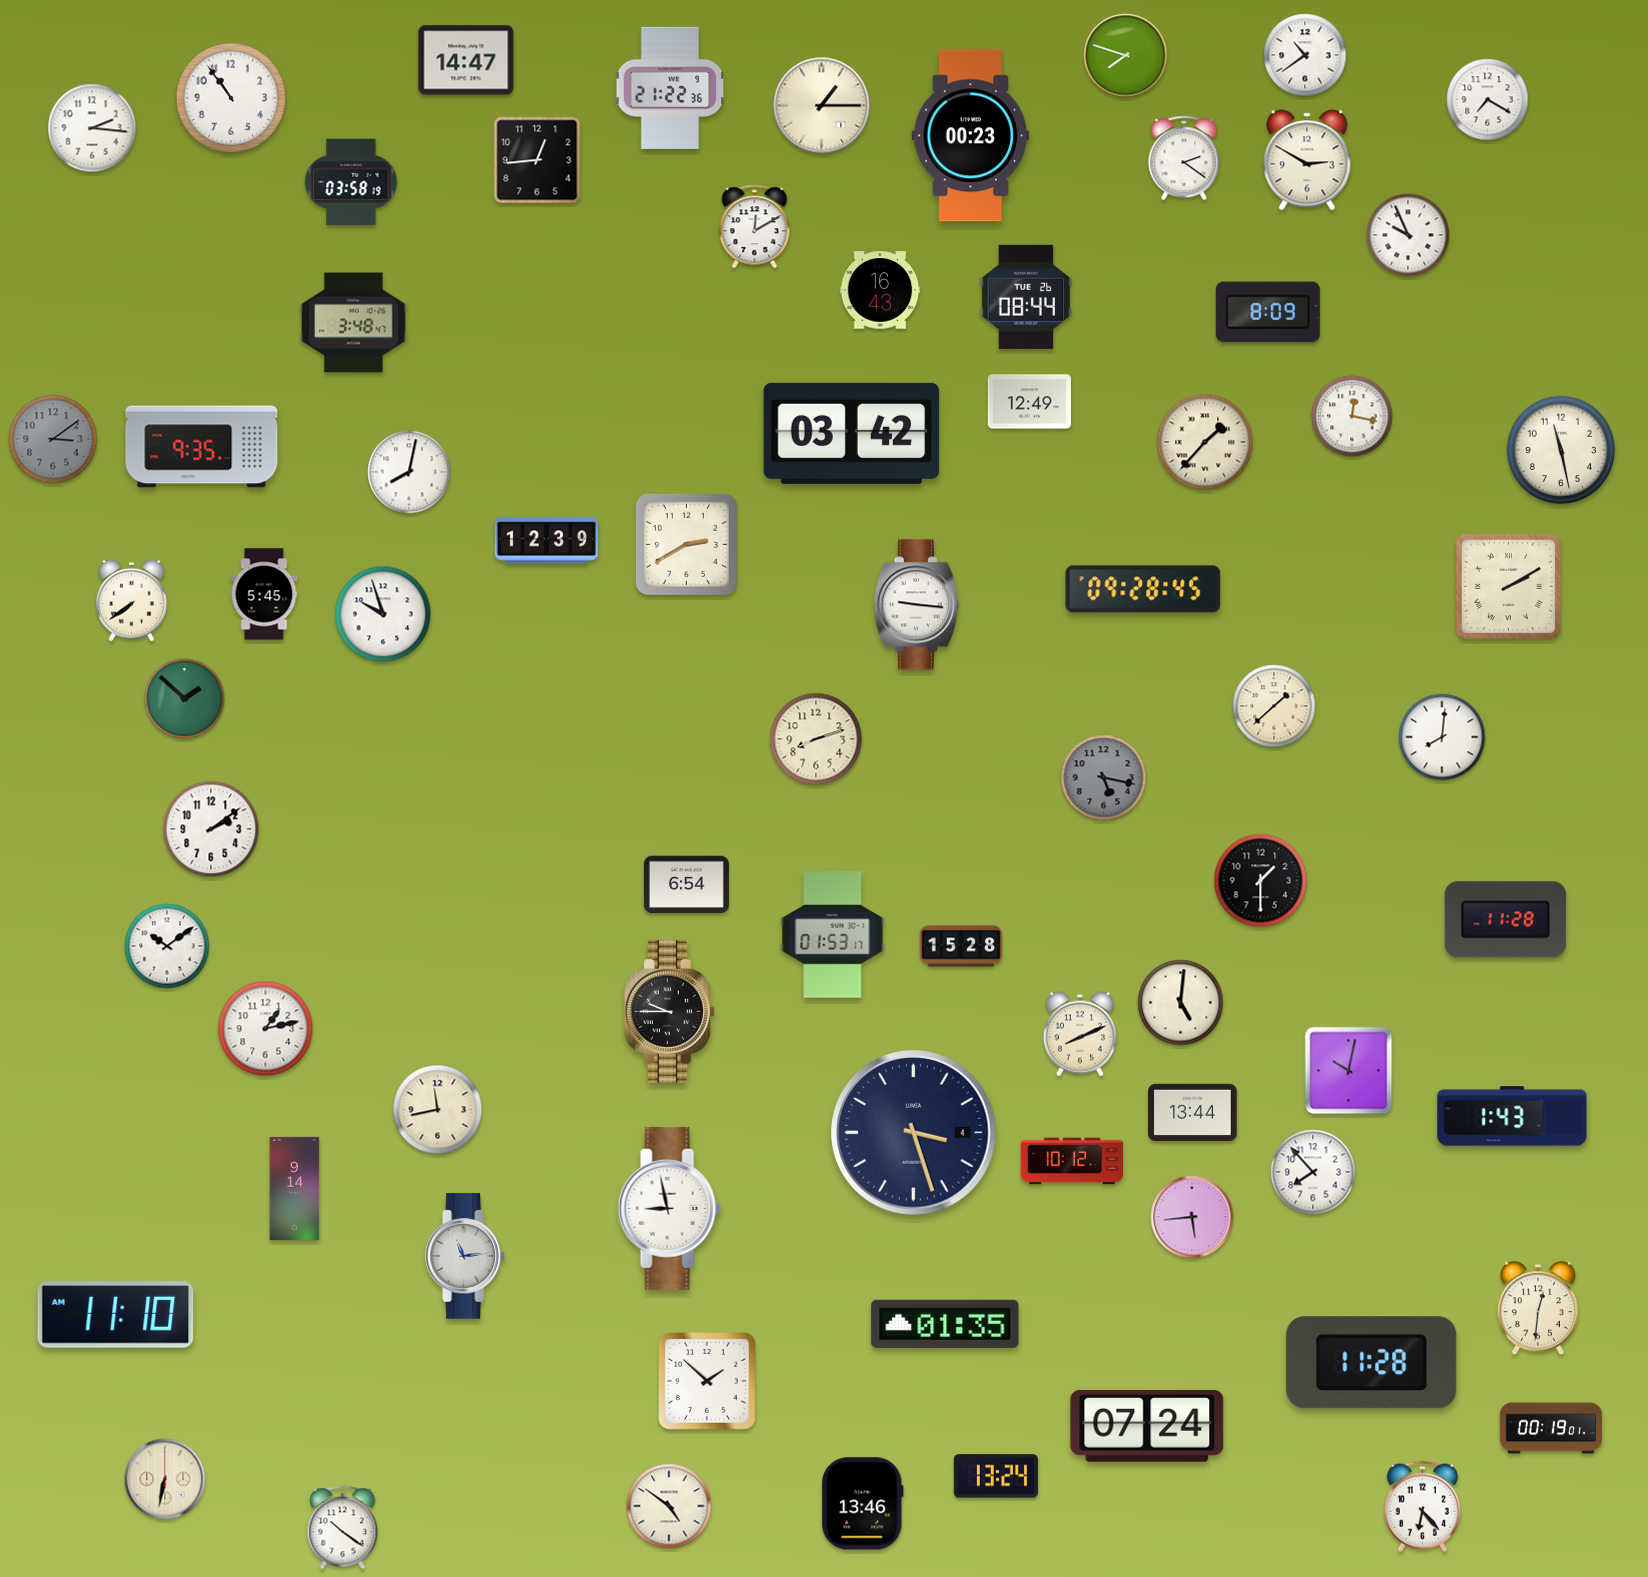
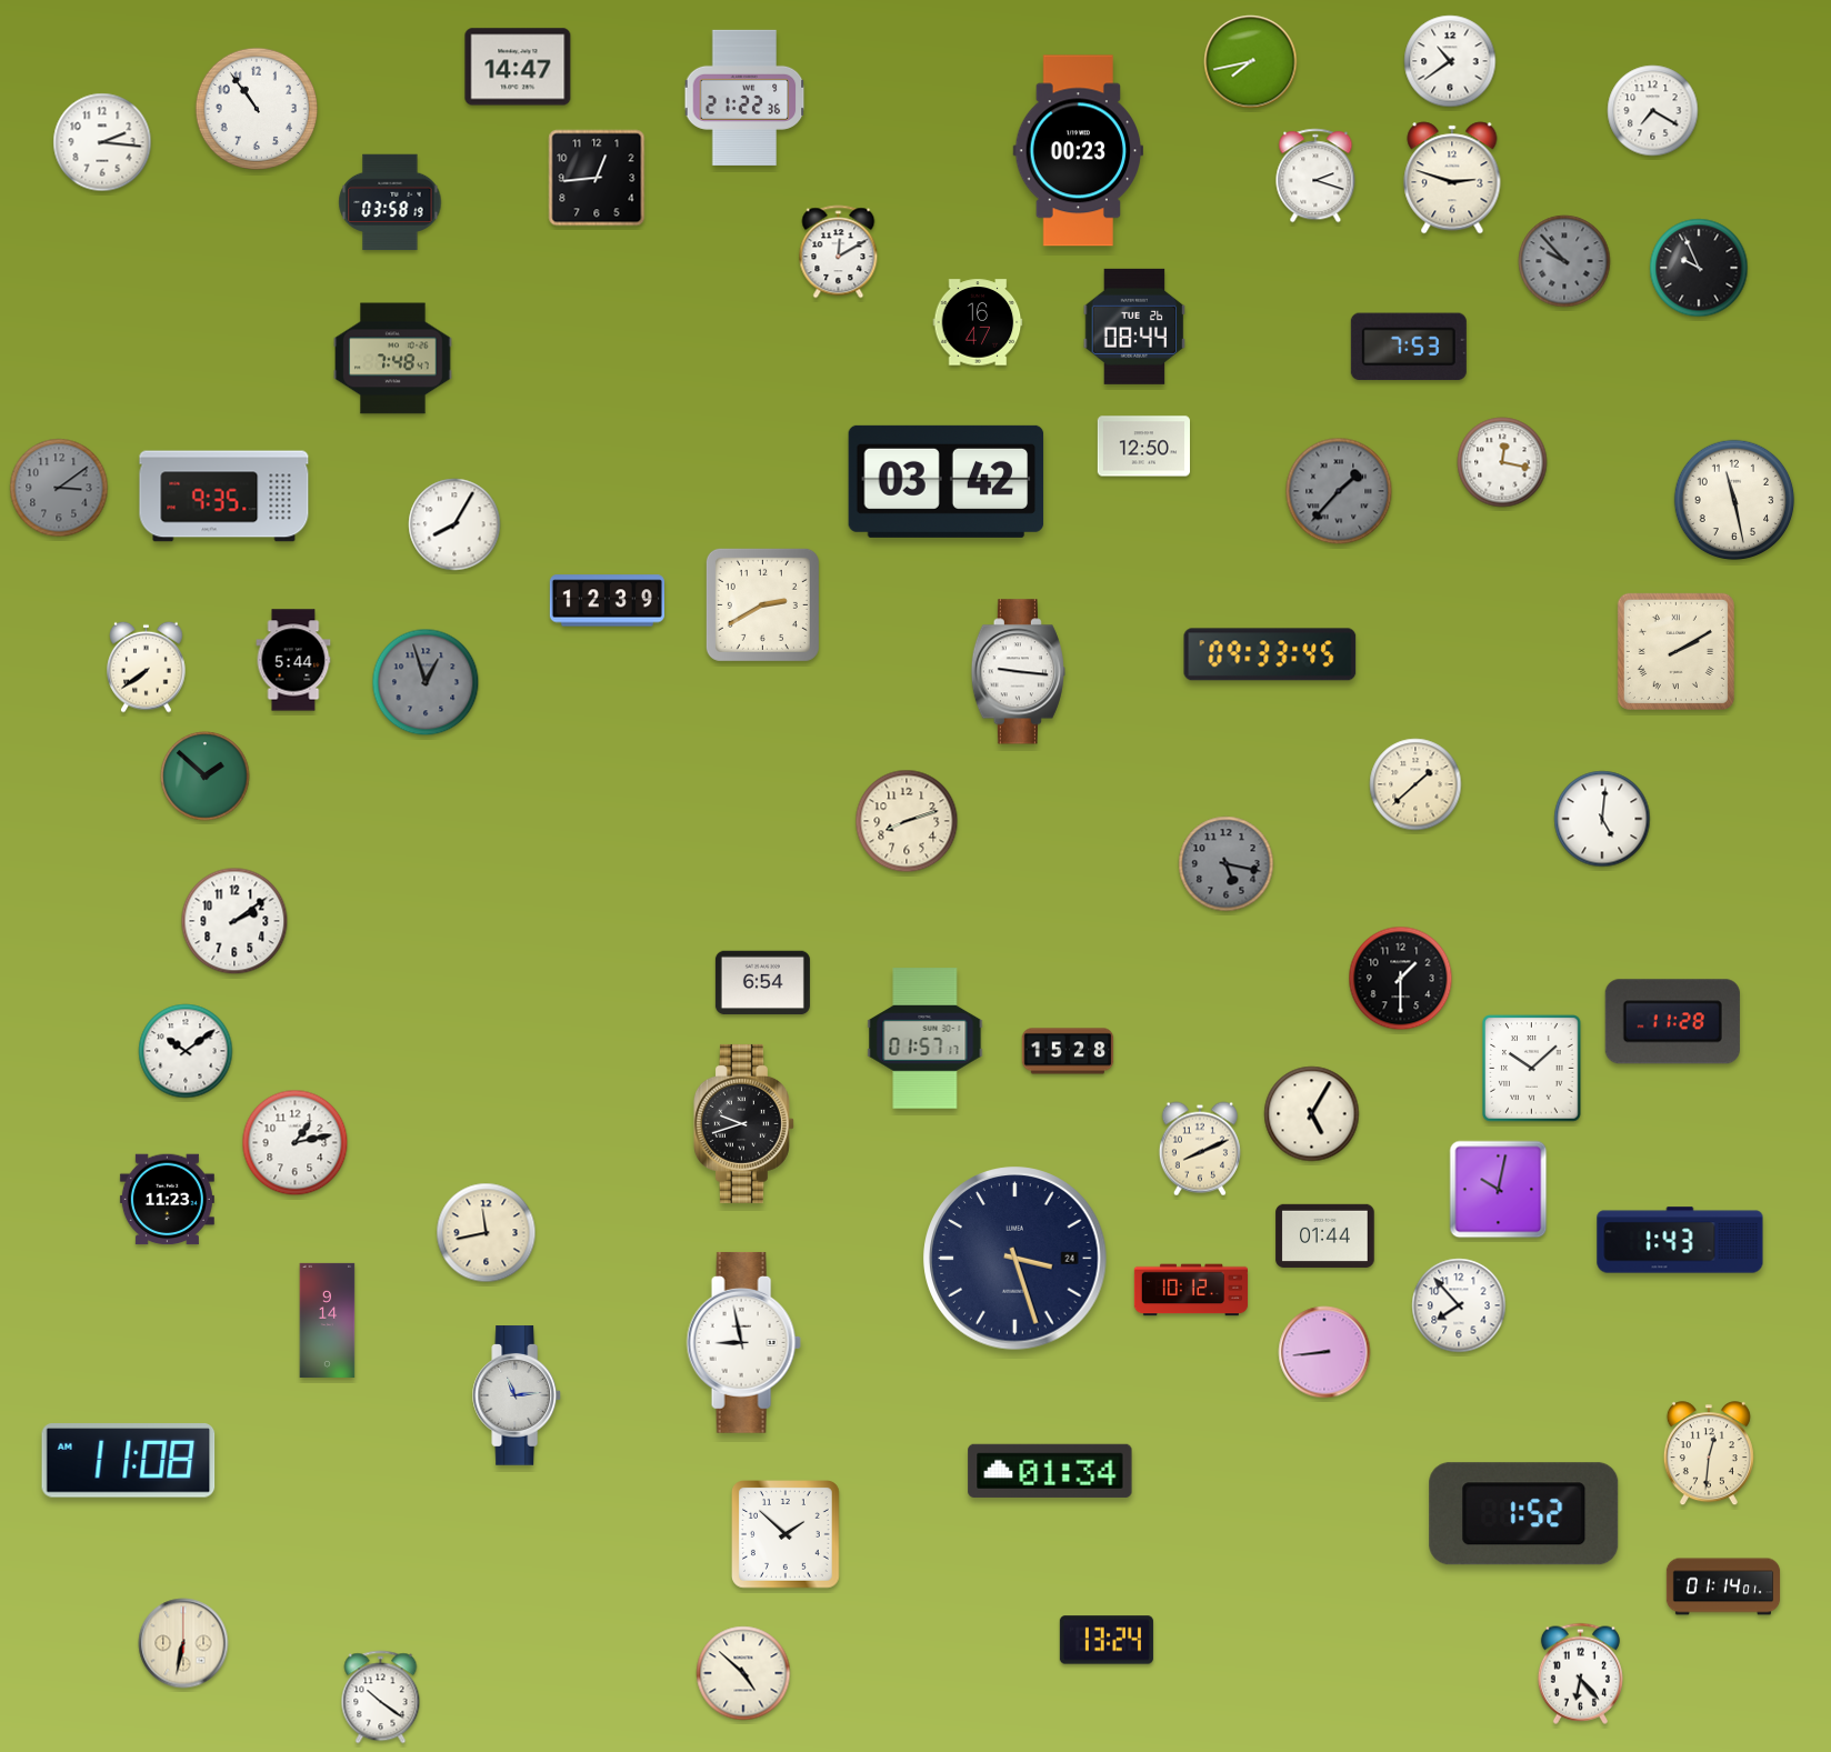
clock at (1126, 56): 7:48 -> 7:43
clock at (822, 106): 1:15 -> none
clock at (1184, 158): 2:21 -> 2:18
clock at (1307, 160): 2:50 -> 2:48
clock at (1408, 235): 9:56 -> 9:53
clock at (1408, 235) dial: white -> grey
clock at (1699, 268): none -> 9:56
clock at (880, 290): 16:43 -> 16:47
clock at (1026, 297) position: (1026, 297) -> (1134, 327)
clock at (1268, 312): 8:09 -> 7:53
clock at (354, 323): 3:48 -> 7:48
clock at (1029, 402): 12:49 -> 12:50
clock at (1205, 442) dial: cream -> grey
clock at (409, 472): 8:02 -> 8:05
clock at (1143, 589): 09:28 -> 09:33
clock at (264, 594): 5:45 -> 5:44
clock at (383, 614): 9:57 -> 12:57
clock at (383, 614) dial: white -> grey
clock at (1442, 737): 8:01 -> 5:01
clock at (833, 935): 01:53 -> 01:57
clock at (1532, 1069): none -> 10:08
clock at (1181, 1003): 5:01 -> 5:05
clock at (669, 1011): 9:45 -> 9:42
clock at (167, 1200): none -> 11:23
clock at (1193, 1112): 13:44 -> 01:44
clock at (914, 1133) date: 4 -> 24
clock at (1313, 1172) position: (1313, 1172) -> (1459, 1305)
clock at (1192, 1217): 5:44 -> 8:44
clock at (116, 1315): 11:10 -> 11:08
clock at (945, 1324): 01:35 -> 01:34
clock at (1372, 1363): 11:28 -> 1:52
clock at (1147, 1426): 07:24 -> none
clock at (1551, 1428): 00:19 -> 01:14
clock at (863, 1504): 13:46 -> none
clock at (669, 1506): 4:51 -> 4:52
